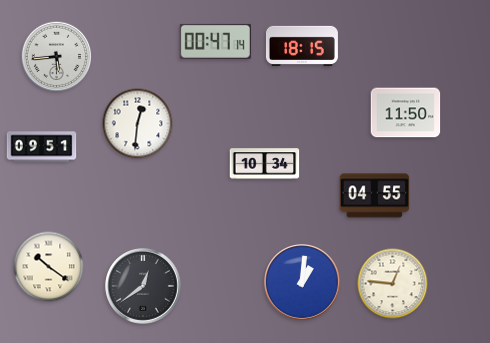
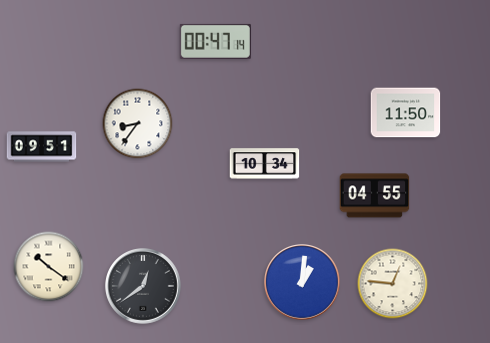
clock at (302, 46): 18:15 -> none
clock at (57, 57): 5:44 -> none
clock at (138, 124): 12:31 -> 8:36
